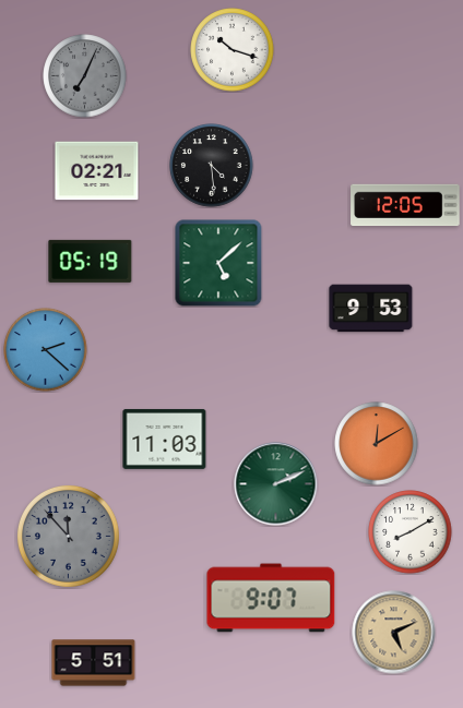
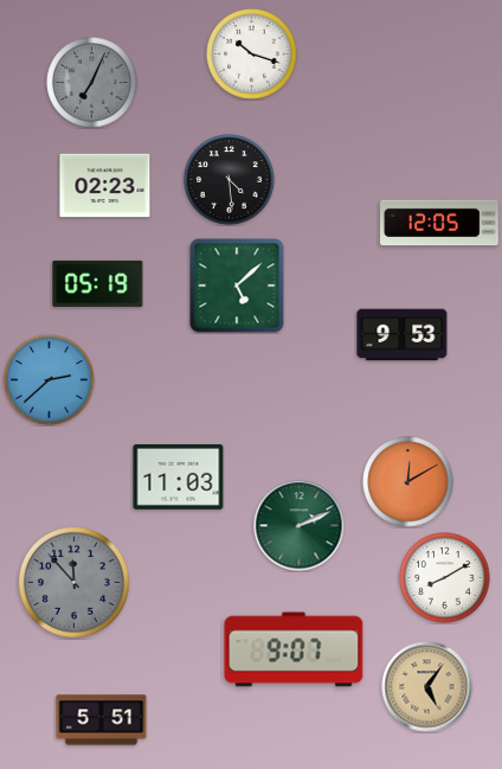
clock at (97, 171): 02:21 -> 02:23
clock at (46, 350): 2:22 -> 2:38
clock at (394, 633): 5:11 -> 5:06
